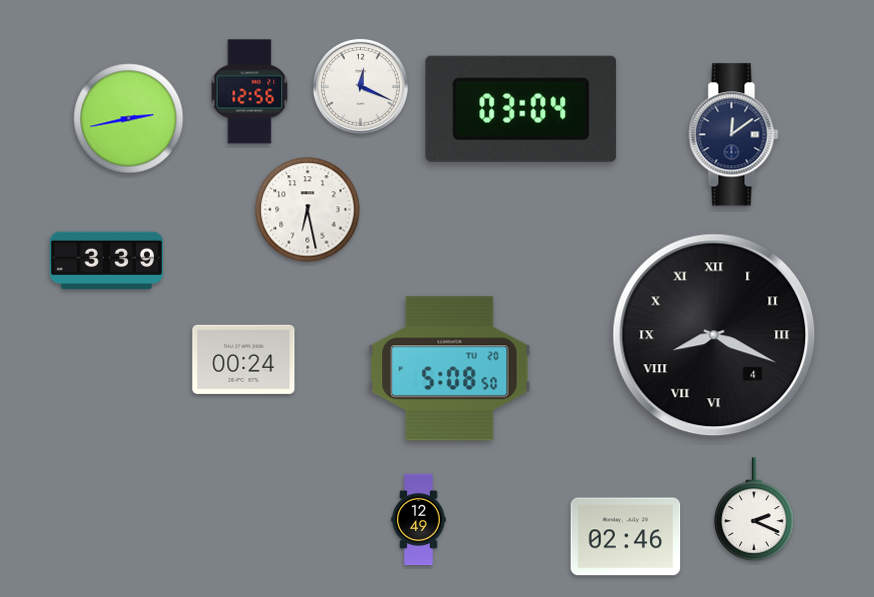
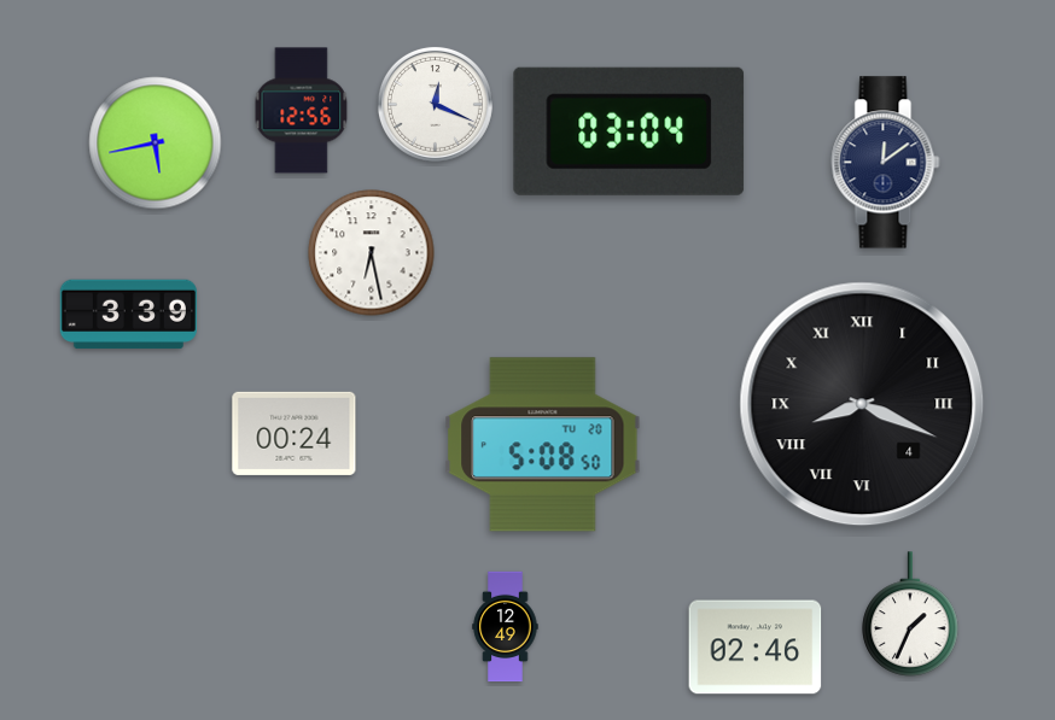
clock at (129, 119): 2:43 -> 5:43
clock at (754, 509): 2:19 -> 1:34
